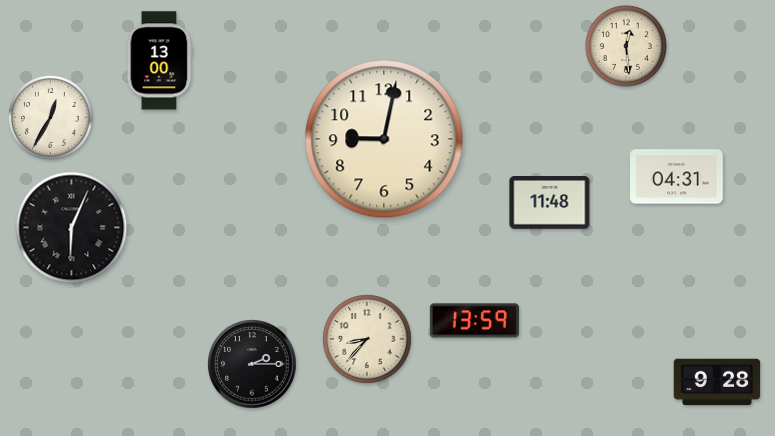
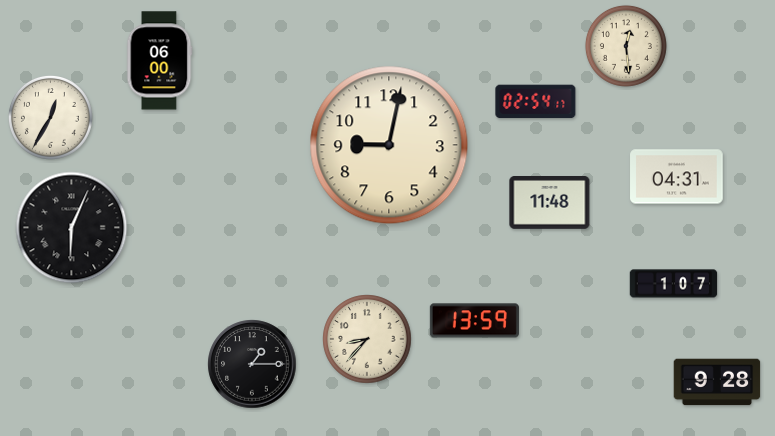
clock at (160, 61): 13:00 -> 06:00
clock at (536, 102): none -> 02:54
clock at (384, 139) position: (384, 139) -> (389, 145)
clock at (674, 284): none -> 1:07
clock at (252, 364): 2:15 -> 1:15
